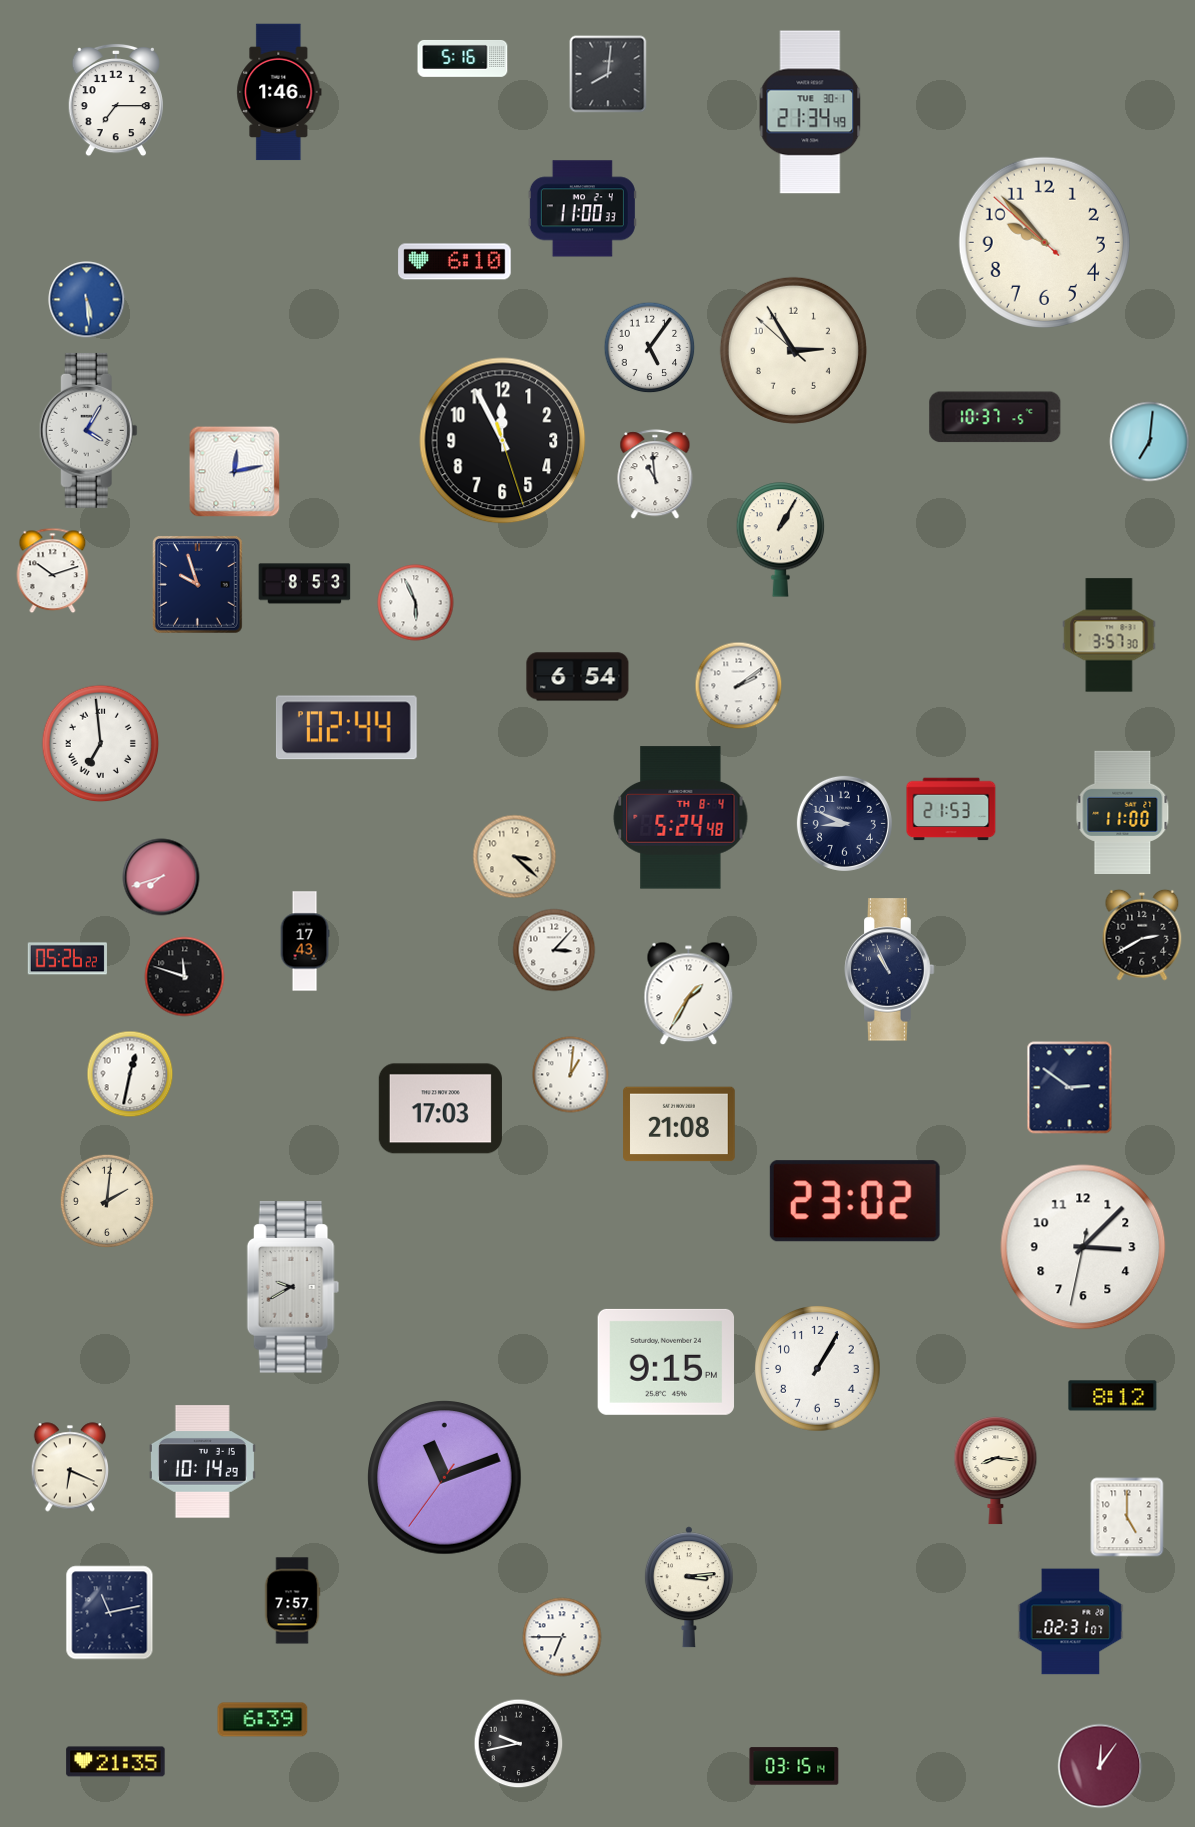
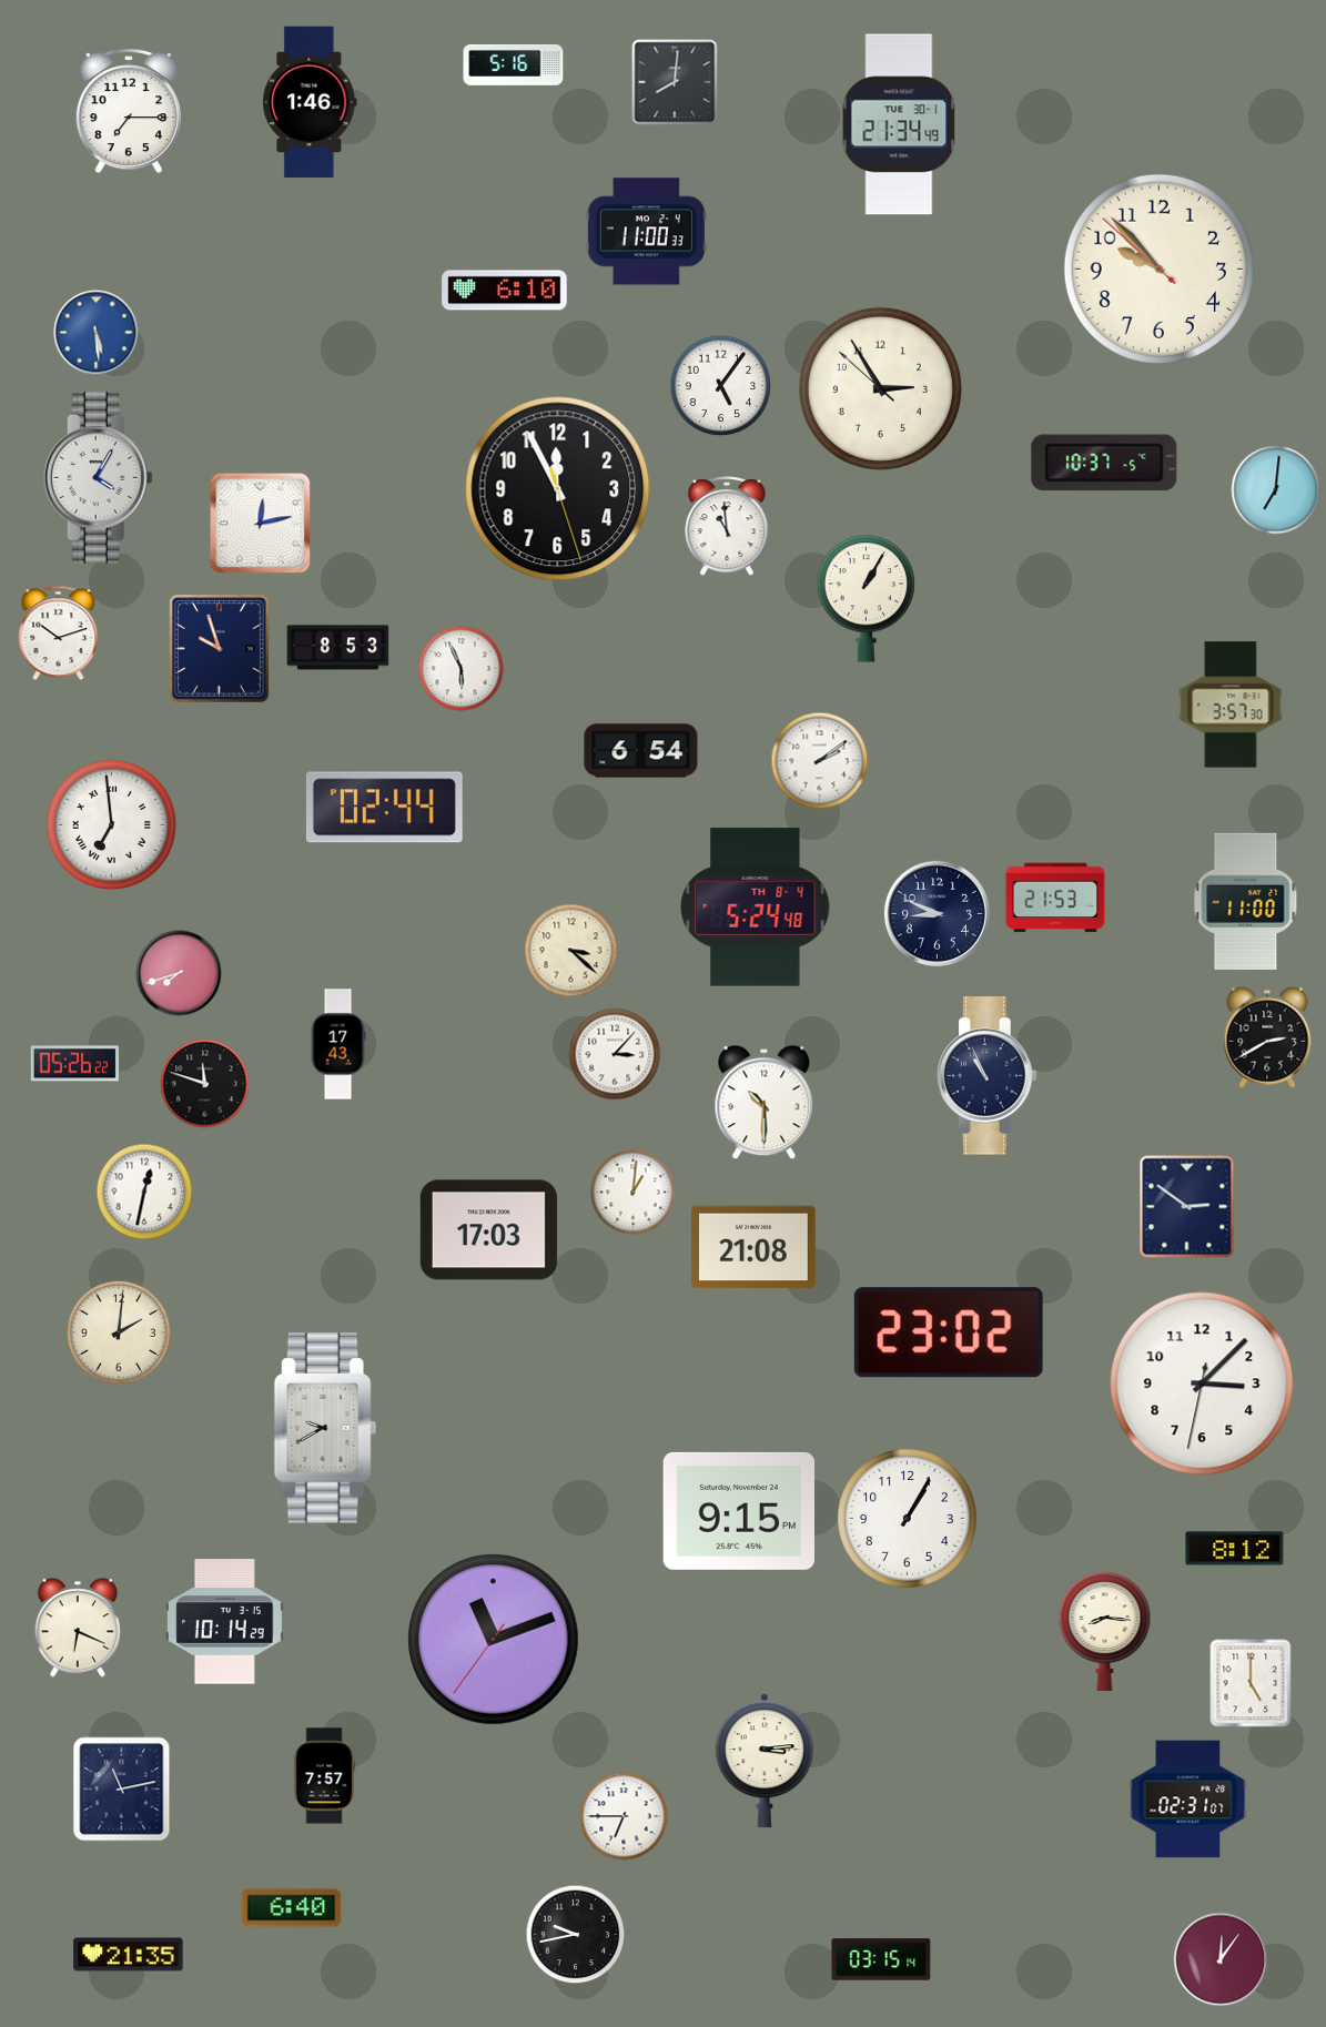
clock at (689, 994): 1:35 -> 10:30
clock at (263, 1720): 6:39 -> 6:40
